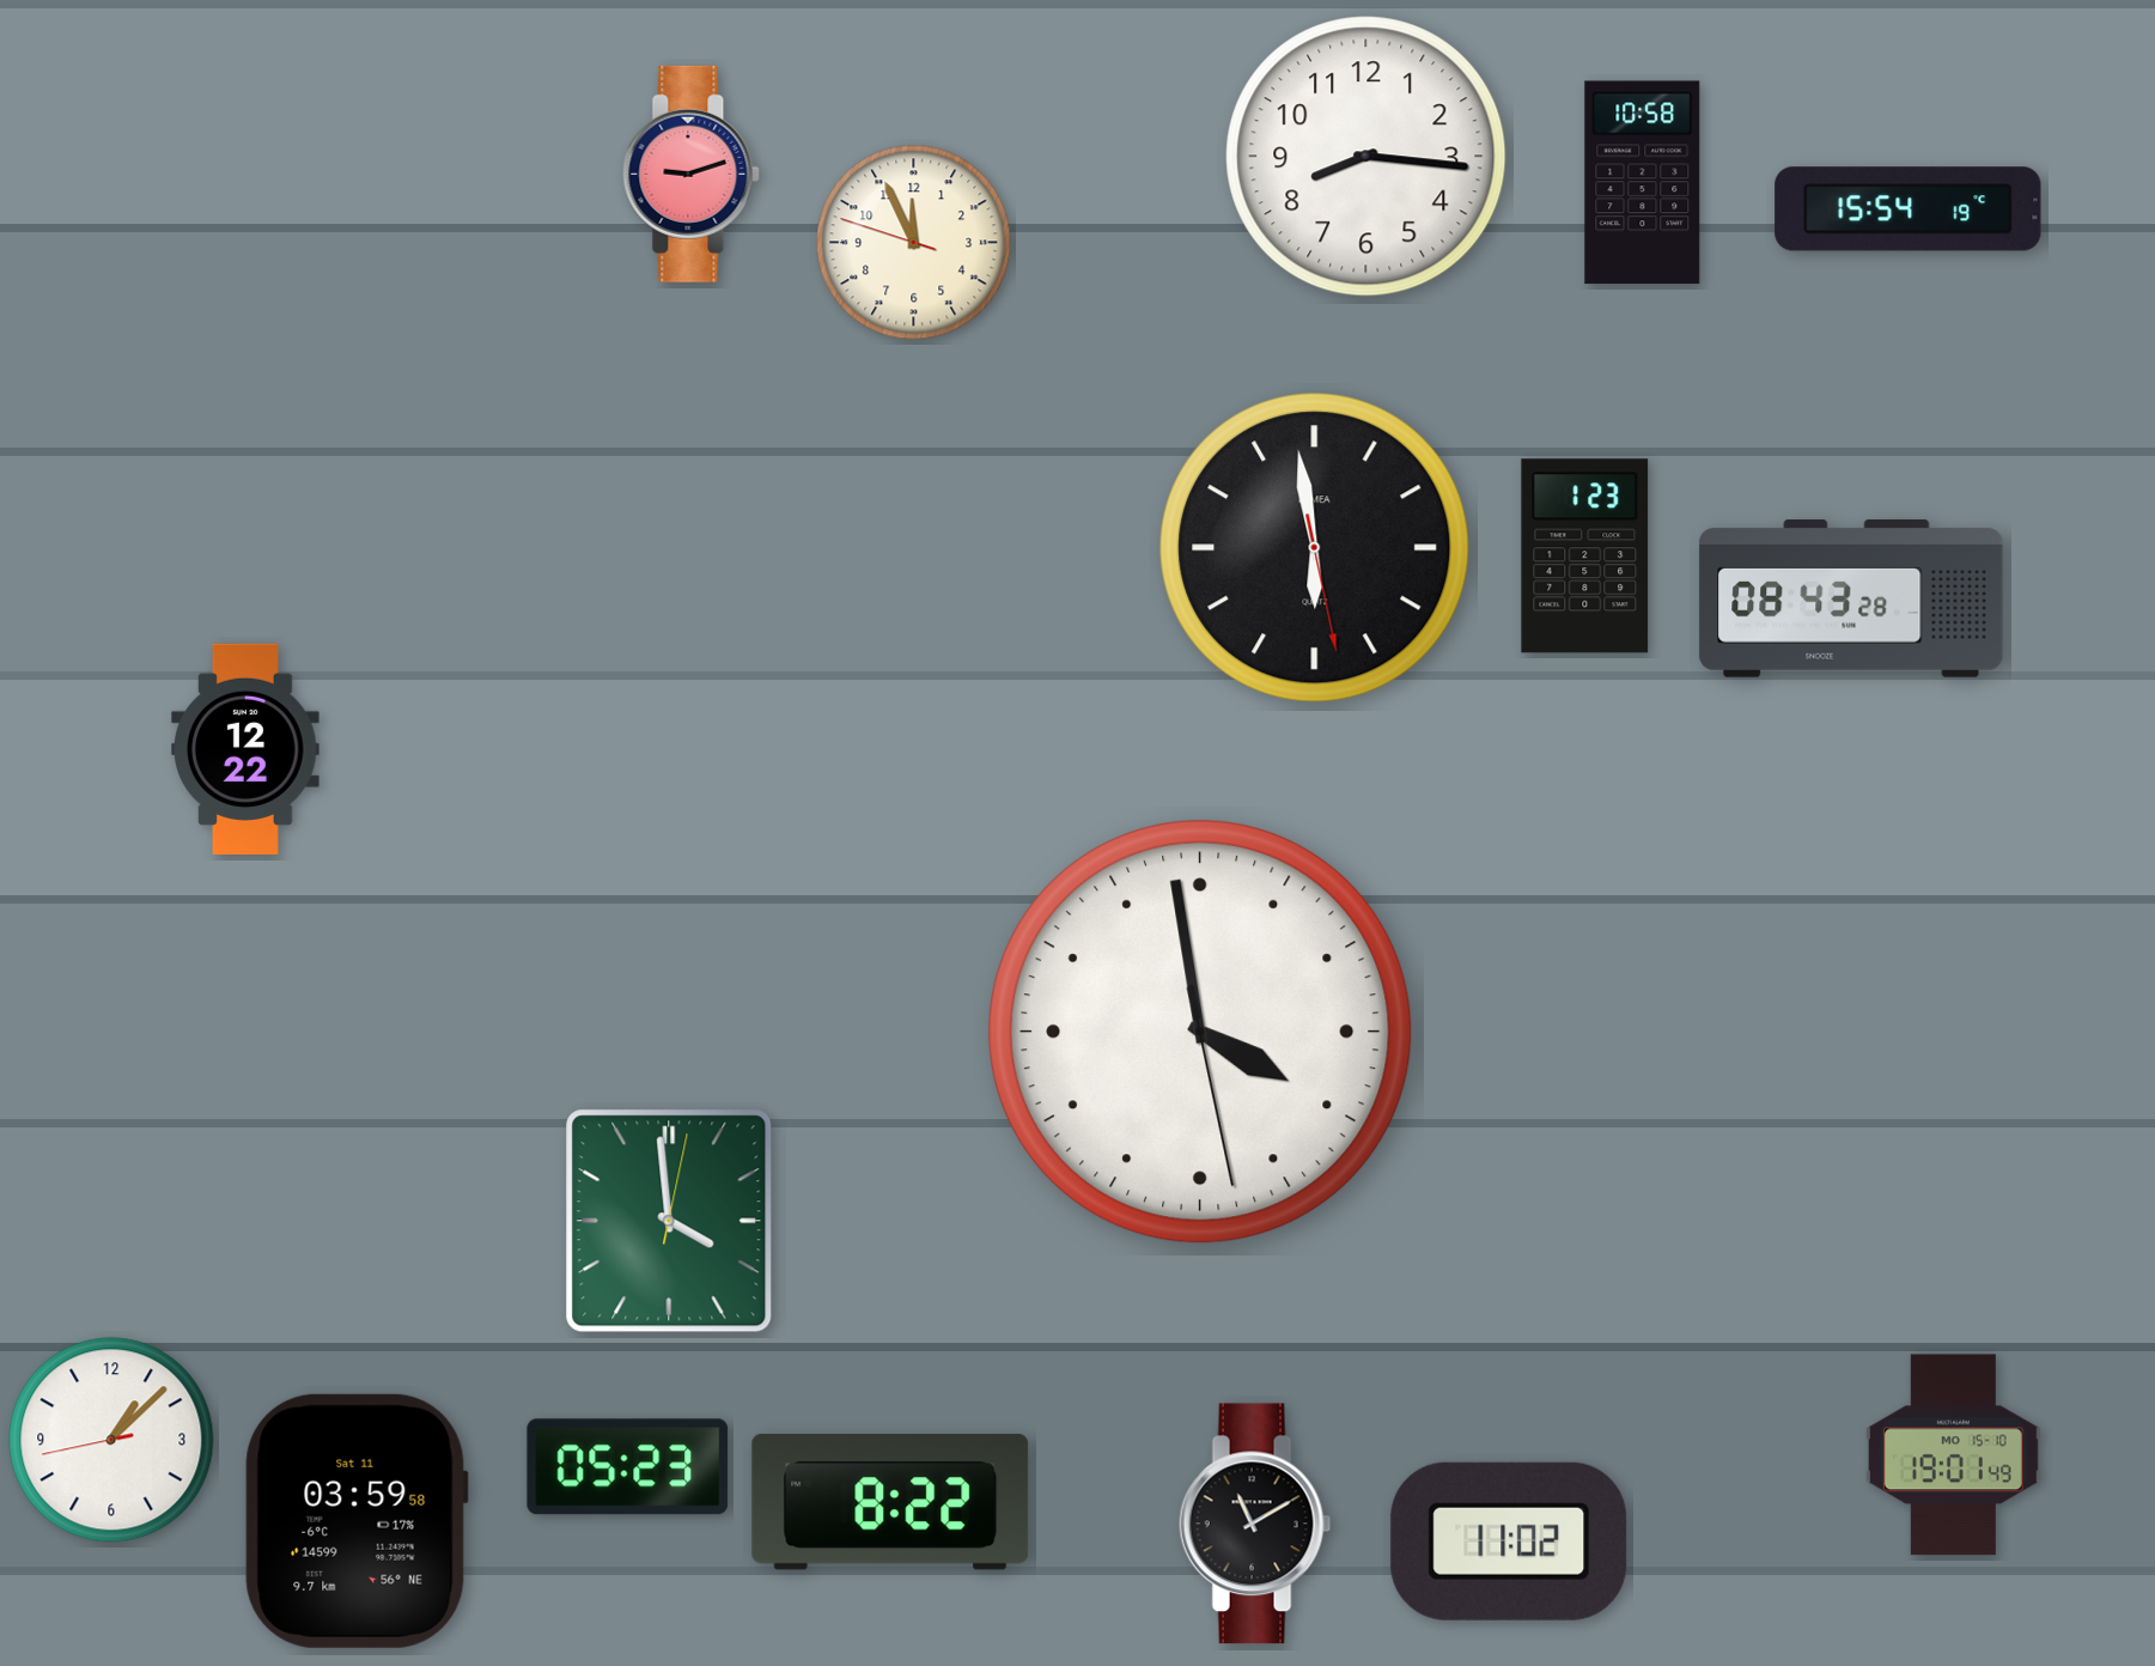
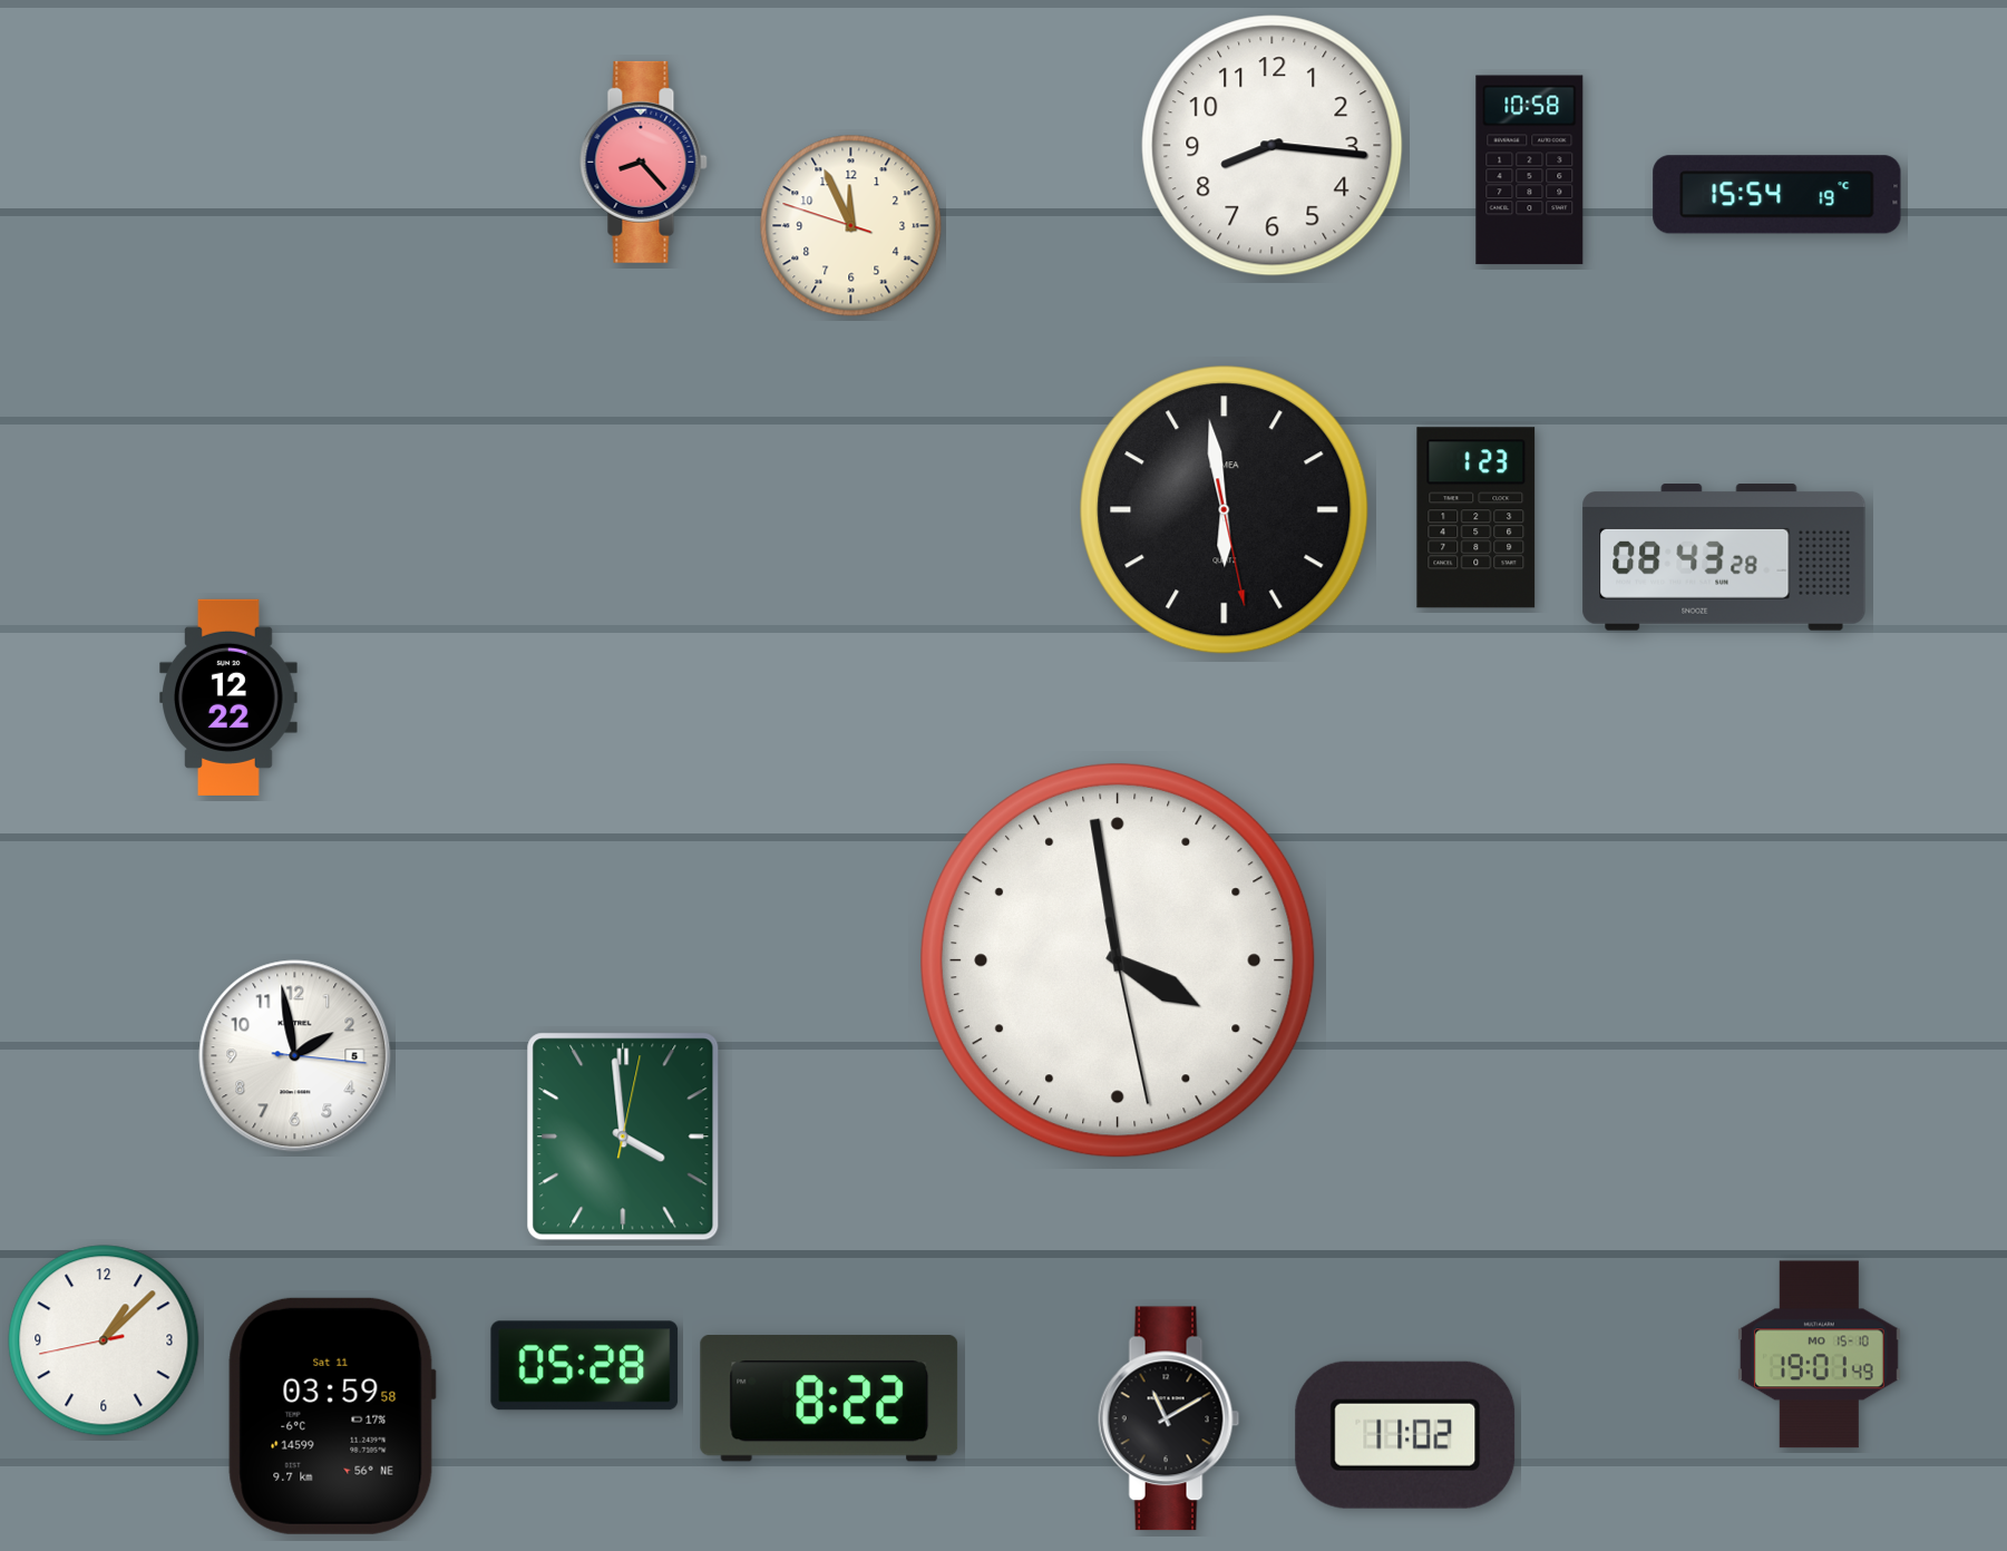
clock at (692, 174): 9:12 -> 8:23
clock at (295, 1056): none -> 1:58
clock at (628, 1467): 05:23 -> 05:28
